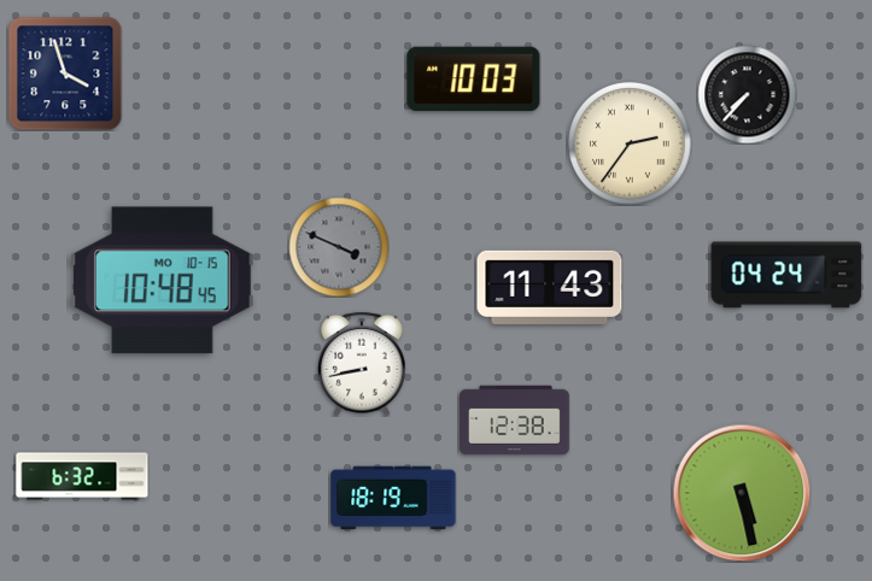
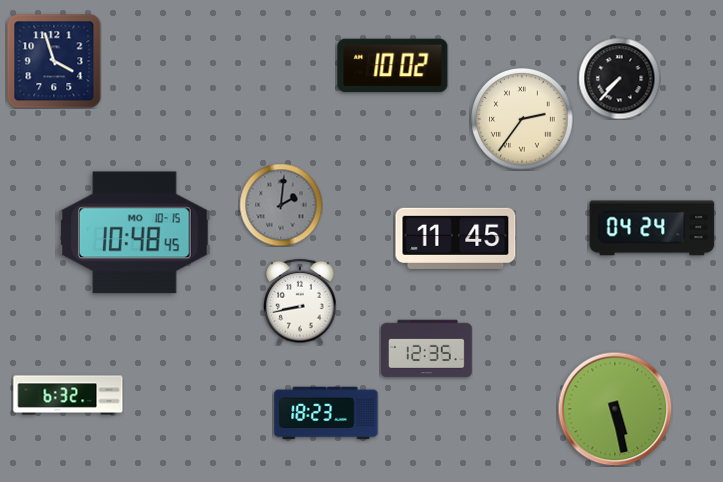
clock at (474, 80): 10:03 -> 10:02
clock at (339, 247): 3:49 -> 2:01
clock at (550, 287): 11:43 -> 11:45
clock at (515, 421): 12:38 -> 12:35
clock at (393, 498): 18:19 -> 18:23
